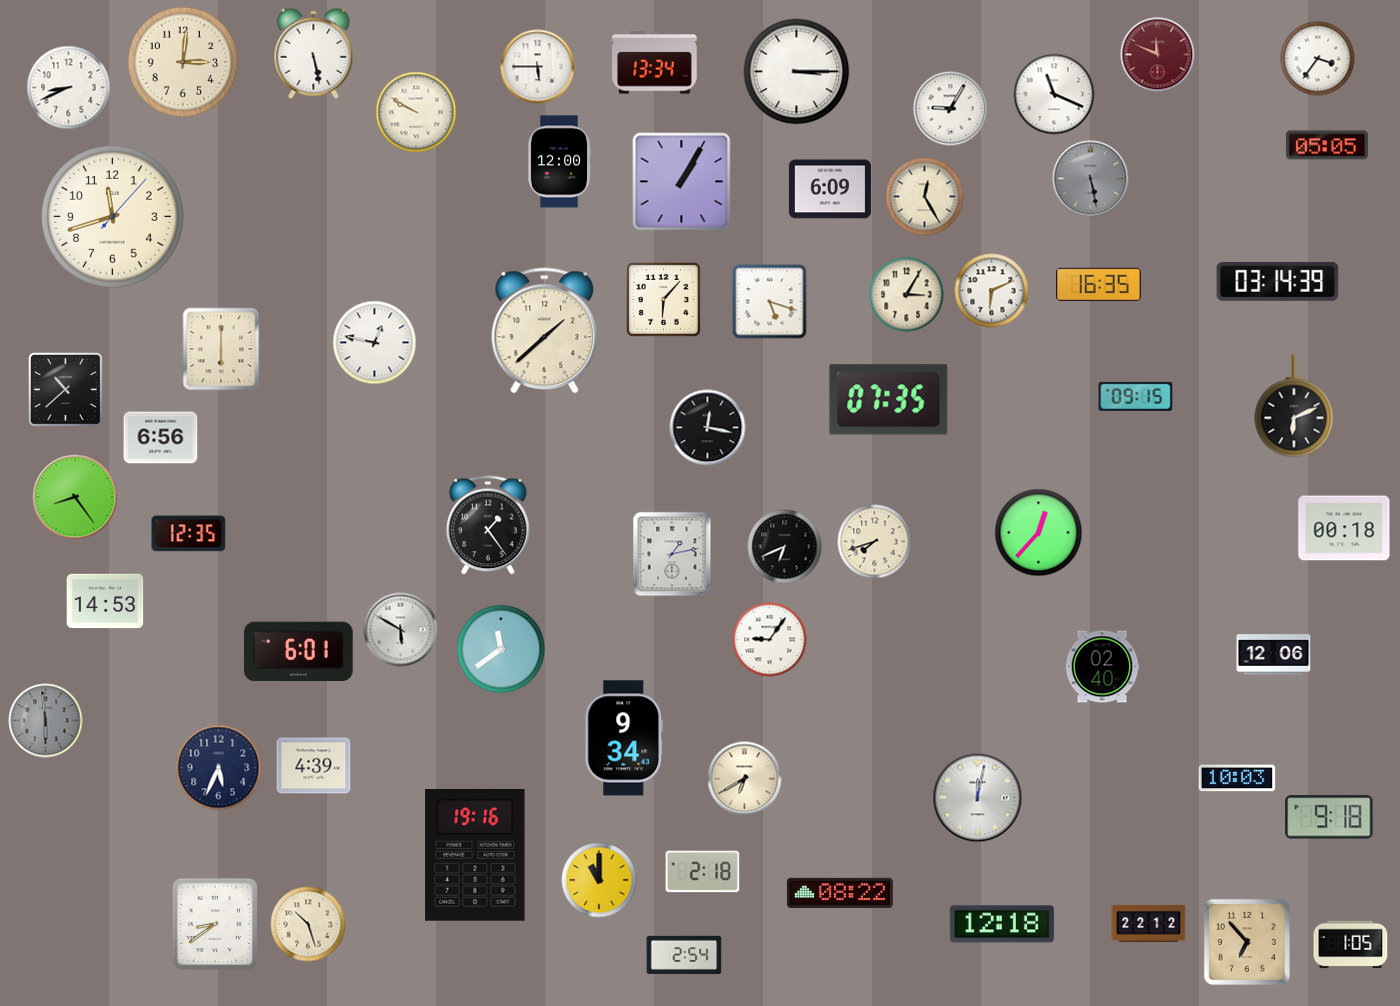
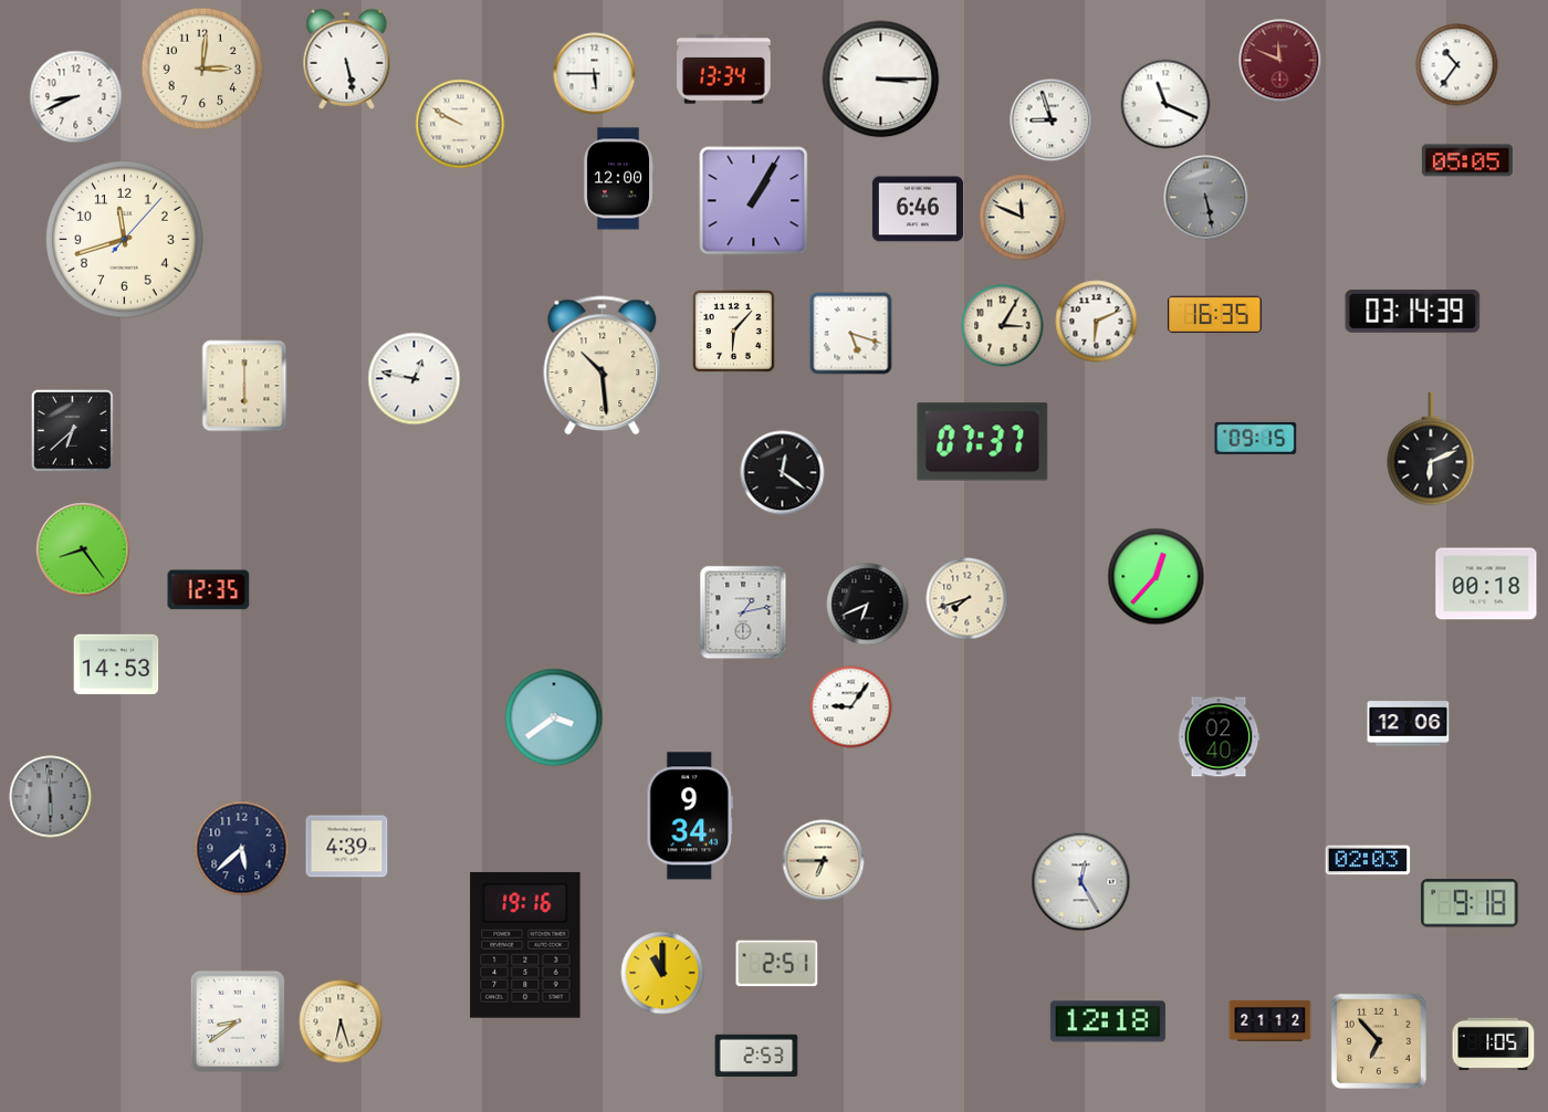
clock at (1318, 59): 3:36 -> 10:36
clock at (951, 109): 9:05 -> 8:57
clock at (830, 189): 6:09 -> 6:46
clock at (925, 197): 12:25 -> 11:49
clock at (545, 331): 1:38 -> 10:29
clock at (65, 389): 10:38 -> 6:38
clock at (889, 400): 07:35 -> 07:37
clock at (708, 428): 12:17 -> 12:21
clock at (161, 438): 6:56 -> none
clock at (488, 525): 1:24 -> none
clock at (1039, 533) position: (1039, 533) -> (1157, 577)
clock at (401, 630): 5:50 -> none
clock at (501, 649): 11:39 -> 3:39
clock at (299, 652): 6:01 -> none
clock at (219, 768): 5:34 -> 5:38
clock at (1237, 778): 10:03 -> 02:03
clock at (745, 779): 6:40 -> 6:45
clock at (978, 798): 12:02 -> 12:25
clock at (703, 872): 2:18 -> 2:51
clock at (840, 893): 08:22 -> none
clock at (1149, 923): 22:12 -> 21:12
clock at (308, 924): 10:27 -> 6:27
clock at (684, 955): 2:54 -> 2:53
